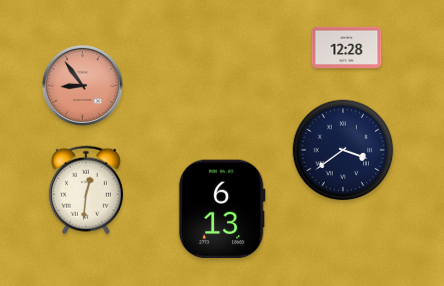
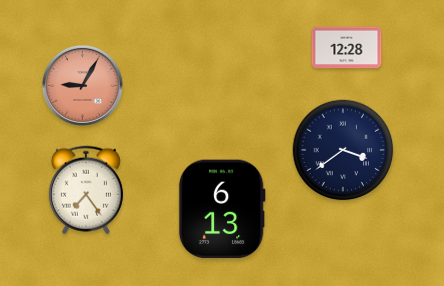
clock at (82, 85): 8:54 -> 9:05
clock at (86, 190): 12:31 -> 7:24
